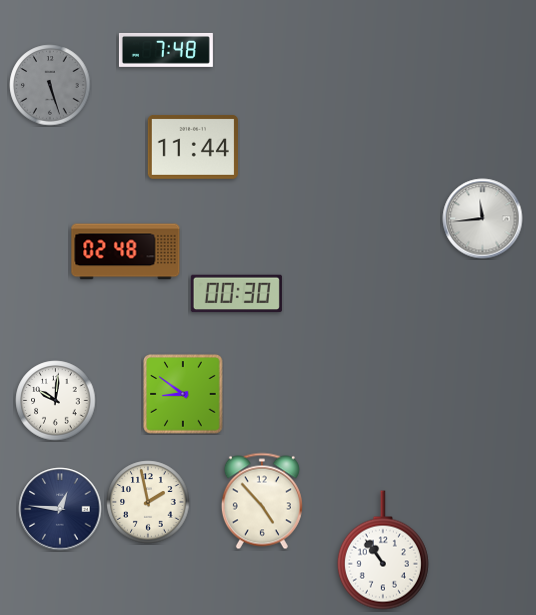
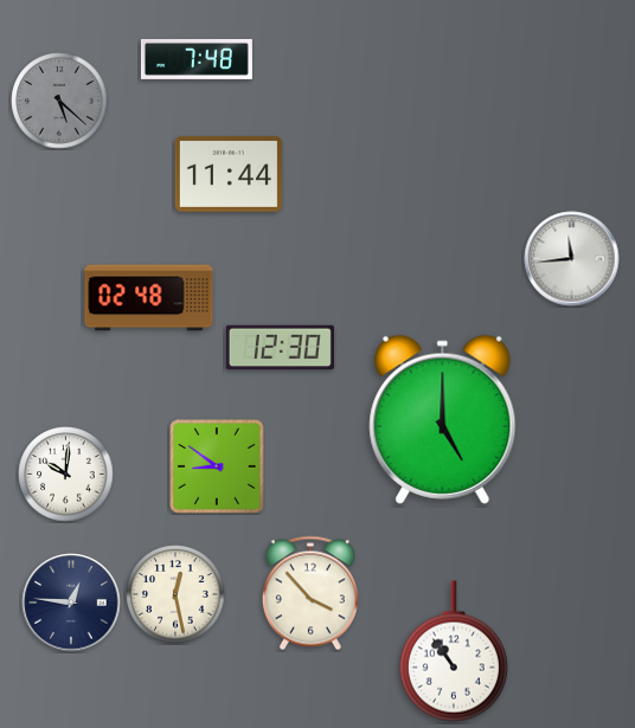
clock at (50, 85): 5:27 -> 5:22
clock at (236, 294): 00:30 -> 12:30
clock at (443, 419): none -> 5:00
clock at (262, 501): 4:53 -> 3:53
clock at (148, 502): 1:58 -> 12:28
